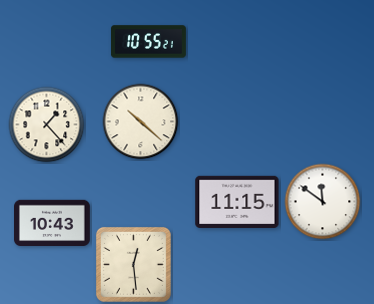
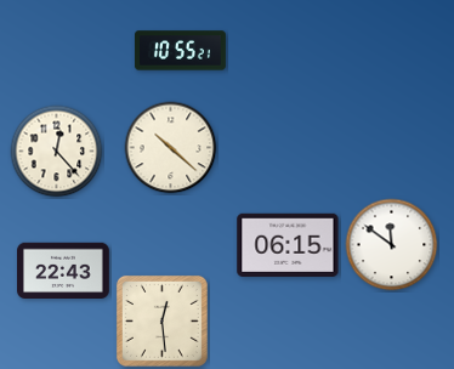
clock at (47, 125): 1:23 -> 12:23
clock at (237, 202): 11:15 -> 06:15
clock at (53, 223): 10:43 -> 22:43
